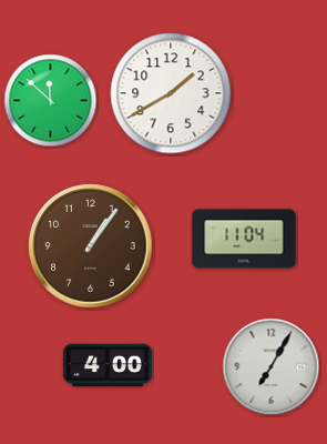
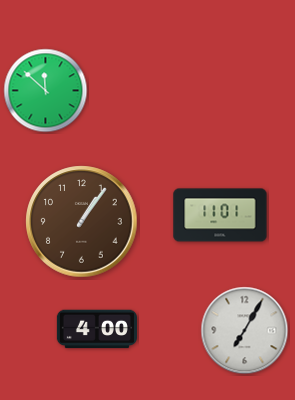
clock at (171, 93): 1:40 -> none
clock at (244, 239): 11:04 -> 11:01
